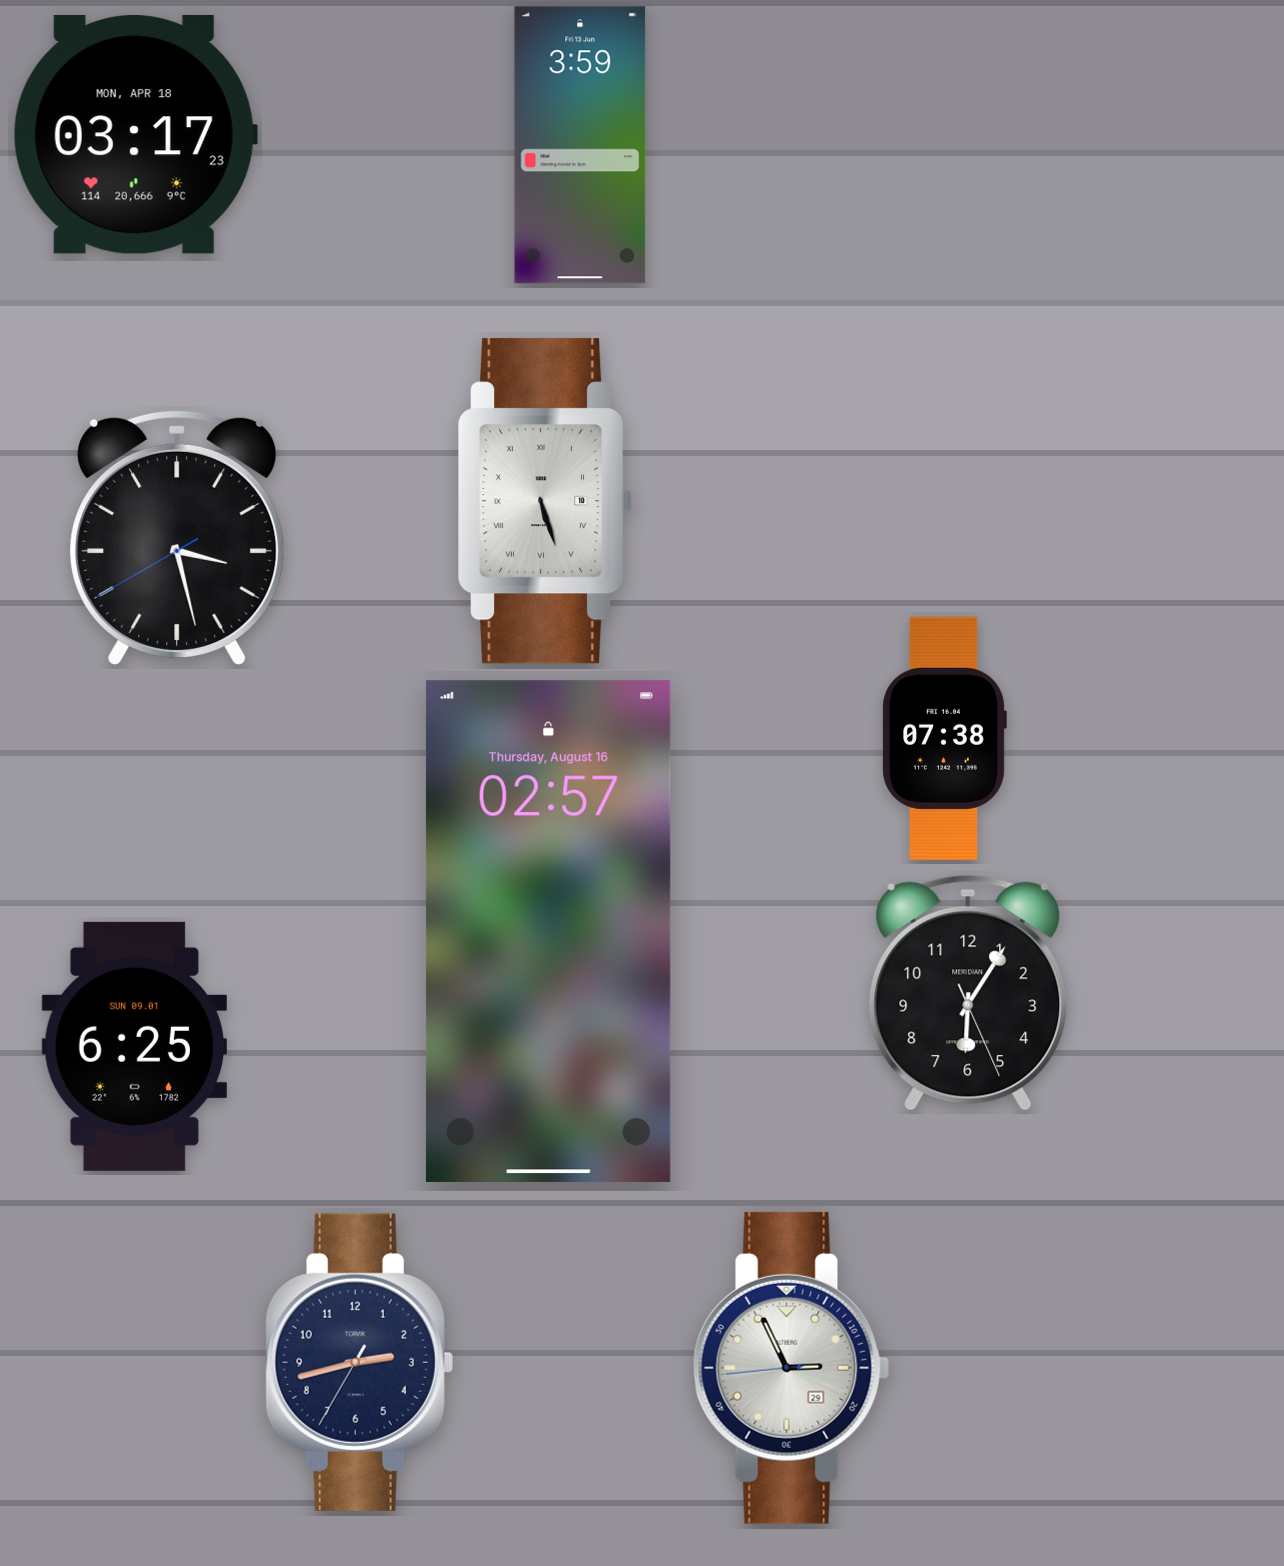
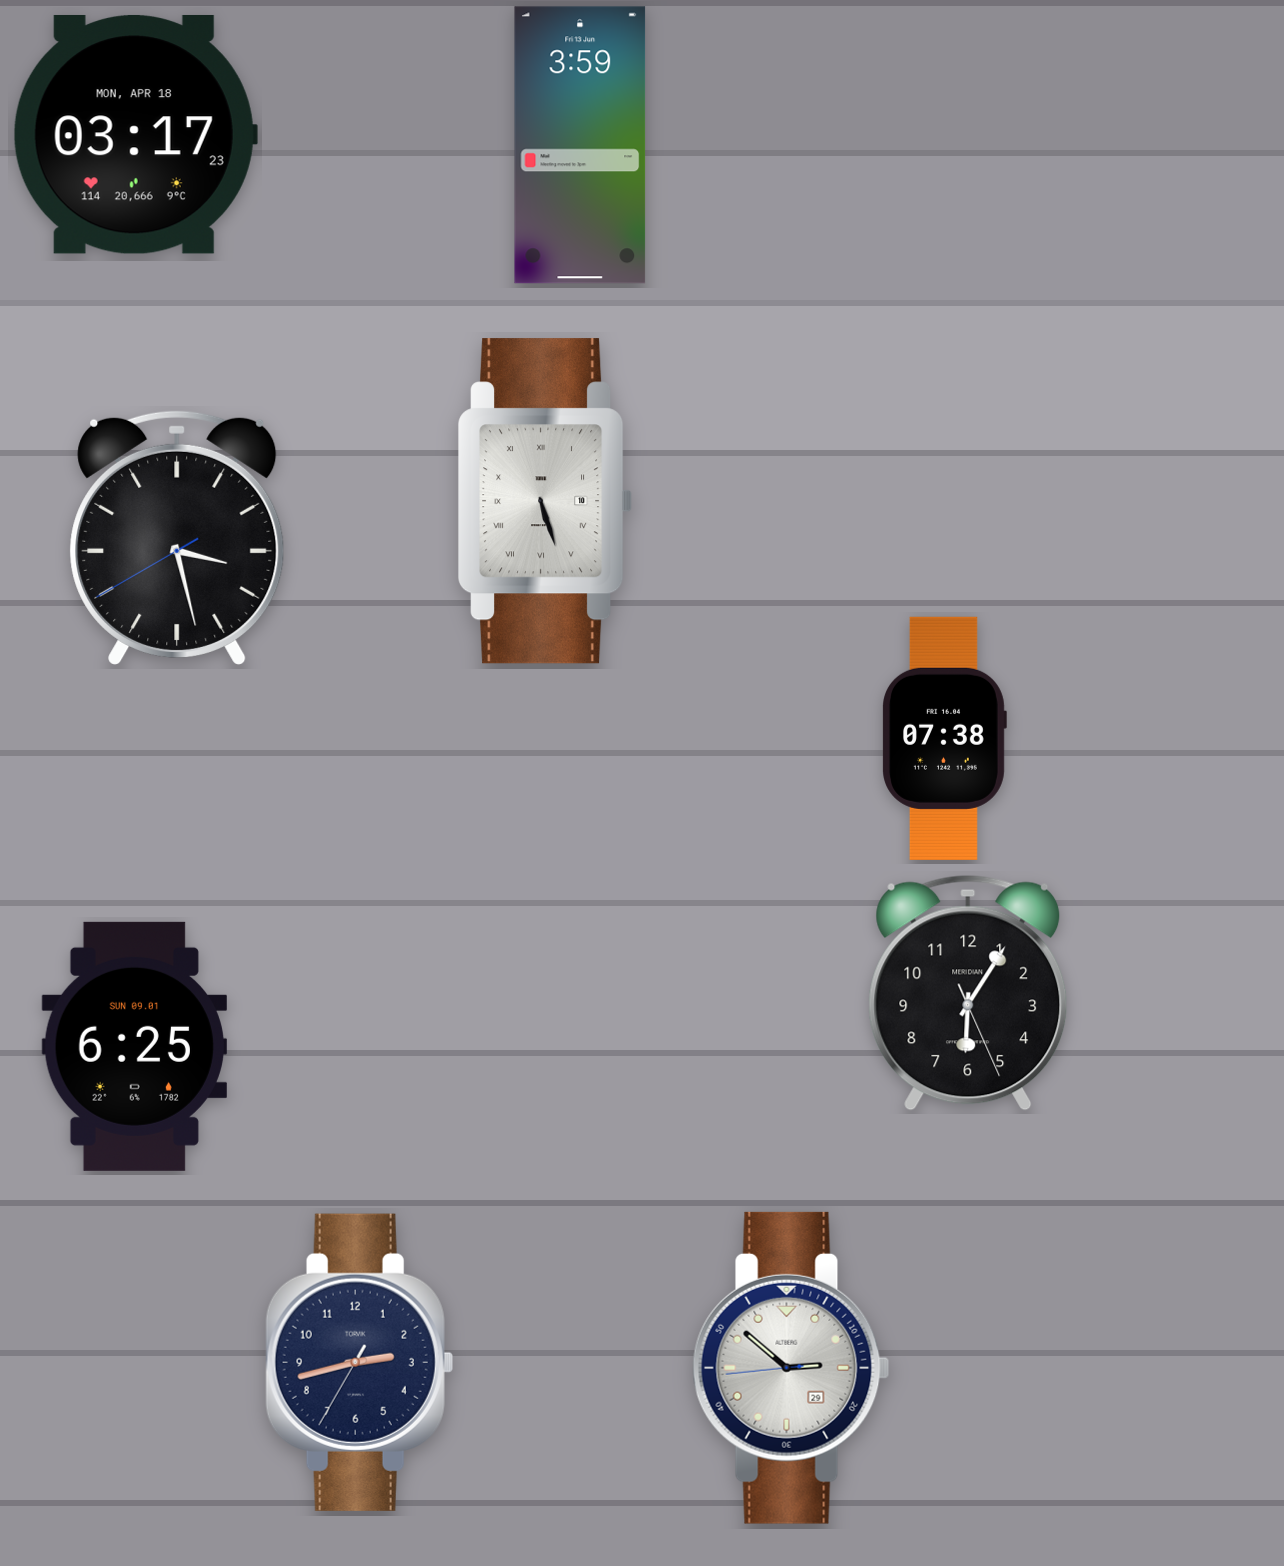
clock at (548, 931): 02:57 -> none
clock at (791, 1368): 2:55 -> 2:51
